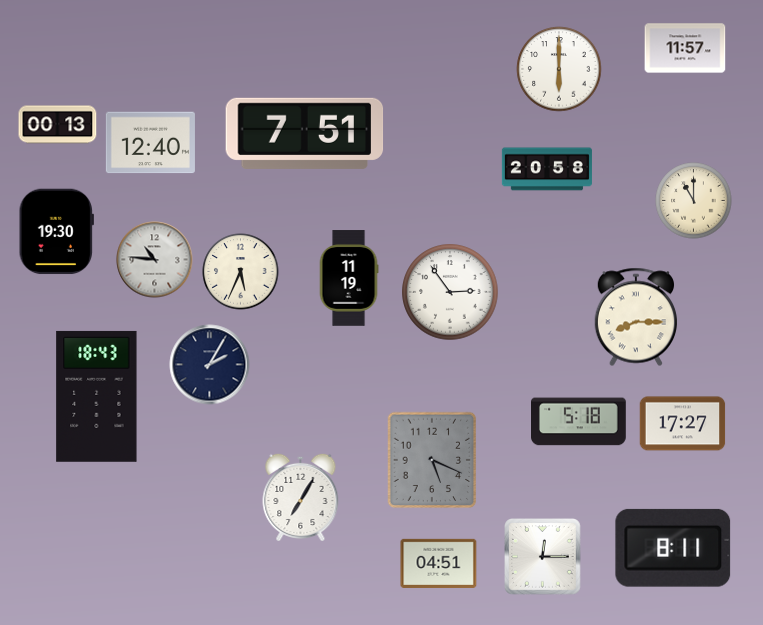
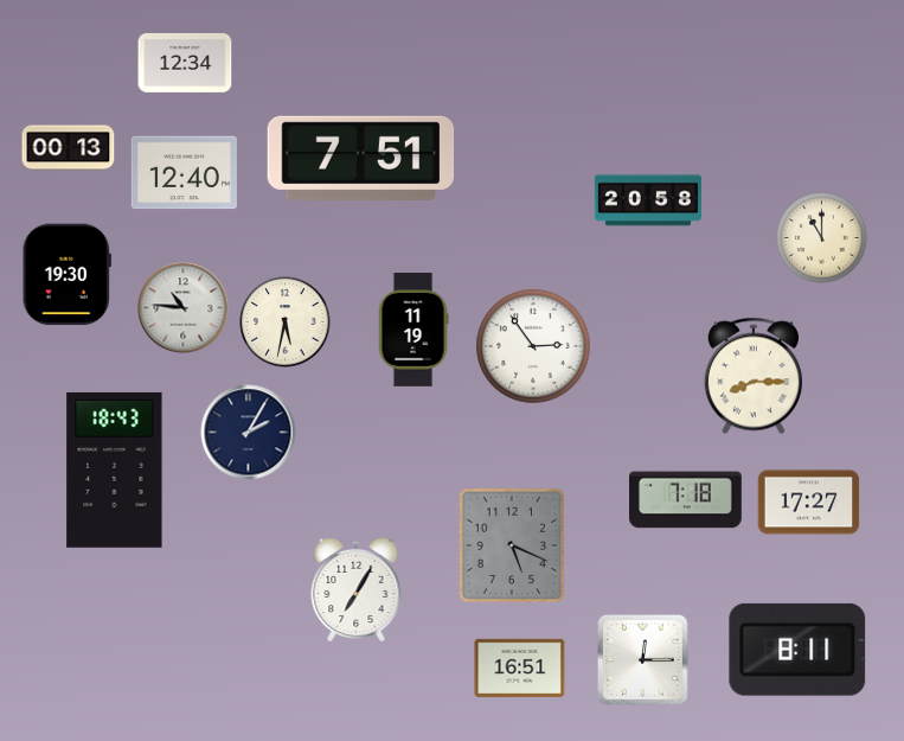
clock at (685, 48): 11:57 -> none
clock at (185, 63): none -> 12:34
clock at (559, 69): 6:00 -> none
clock at (150, 143) position: (150, 143) -> (184, 173)
clock at (241, 272): 5:34 -> 5:32
clock at (579, 422): 5:18 -> 7:18
clock at (439, 563): 04:51 -> 16:51
